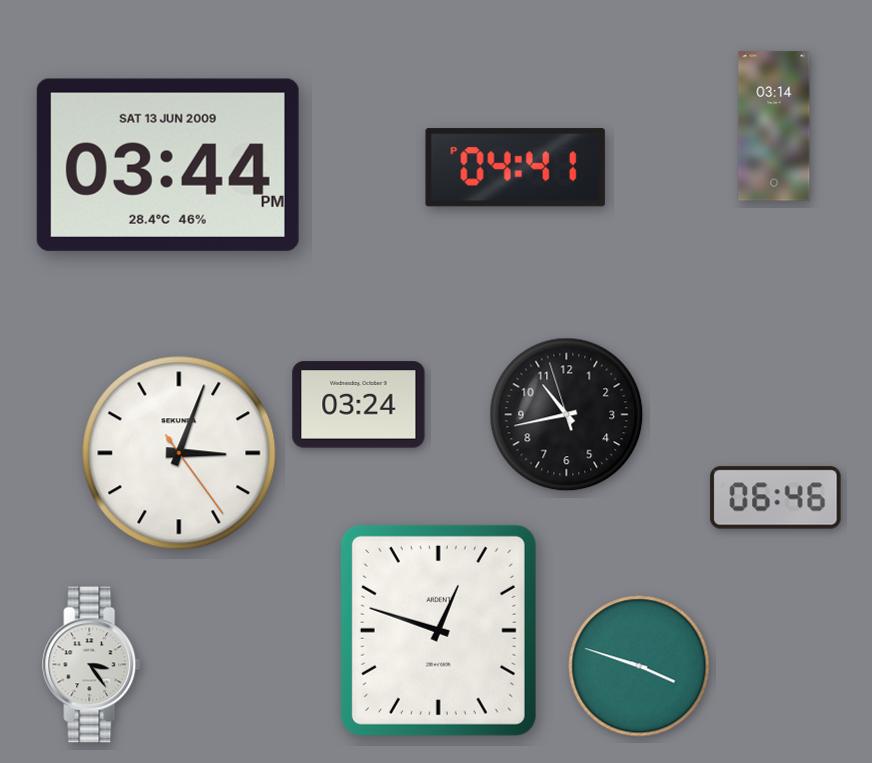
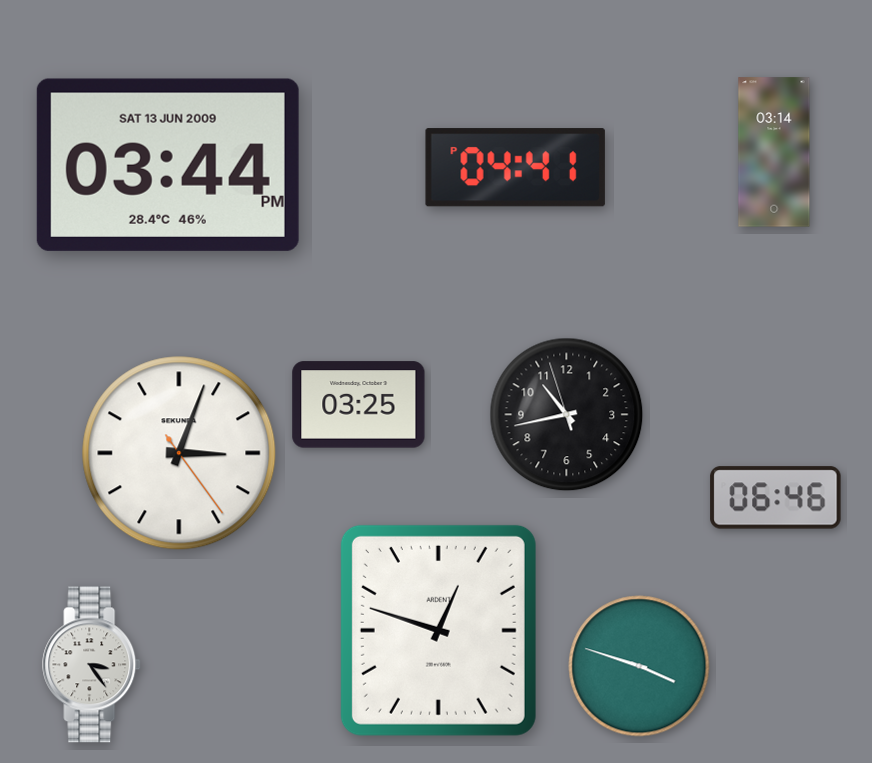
clock at (774, 126) position: (774, 126) -> (774, 152)
clock at (359, 405): 03:24 -> 03:25
